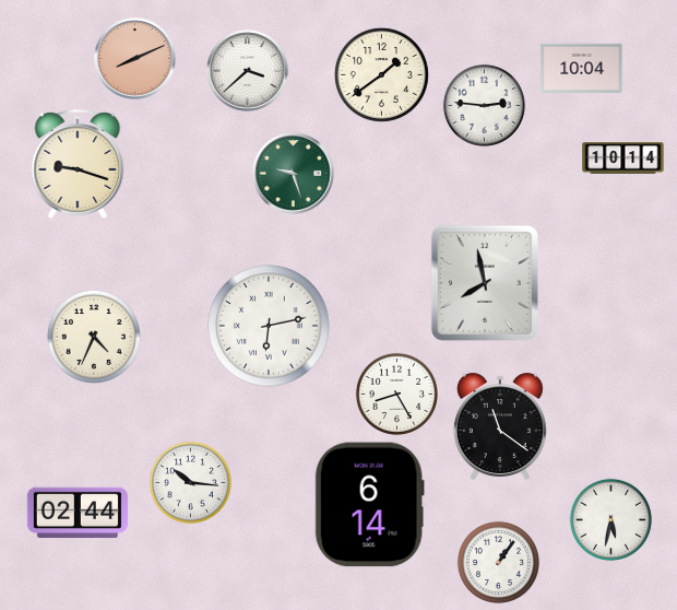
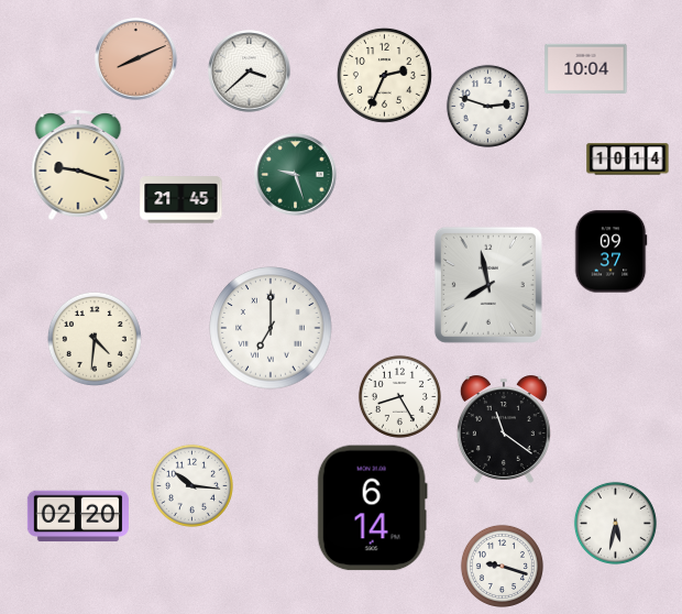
clock at (381, 74): 1:39 -> 2:34
clock at (484, 105): 2:46 -> 2:48
clock at (182, 200): none -> 21:45
clock at (610, 252): none -> 09:37
clock at (269, 326): 6:13 -> 7:00
clock at (94, 337): 4:34 -> 4:31
clock at (78, 513): 02:44 -> 02:20
clock at (498, 562): 1:06 -> 9:18
